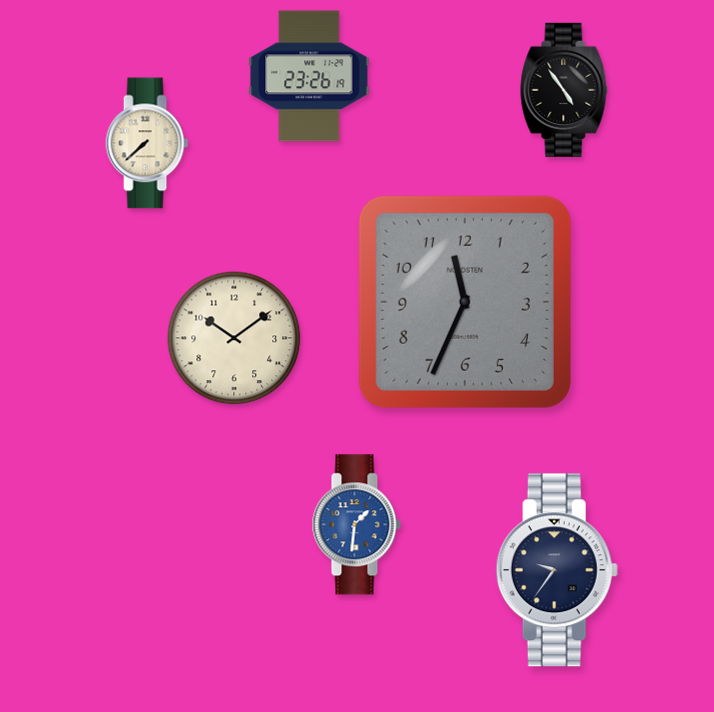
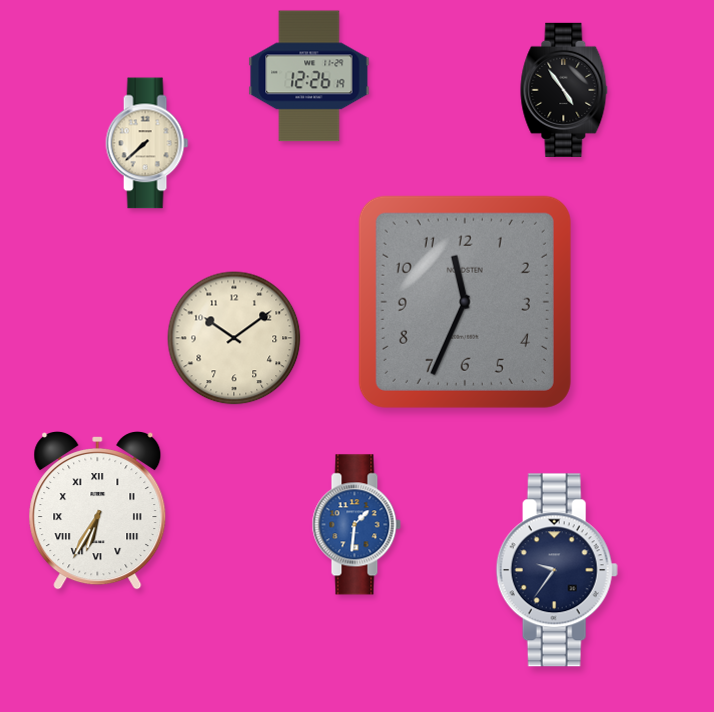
clock at (309, 76): 23:26 -> 12:26
clock at (98, 511): none -> 6:35
